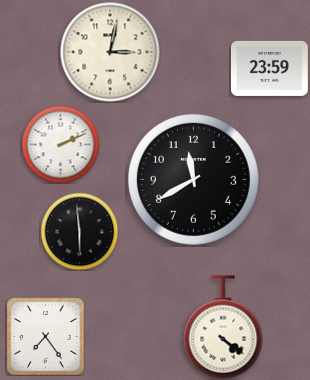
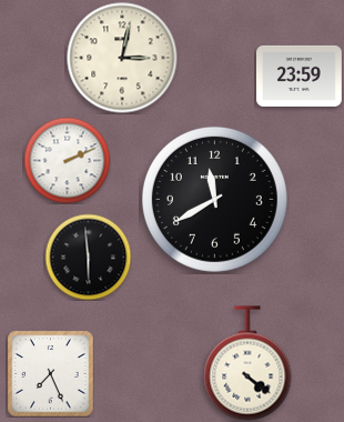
clock at (45, 336): 7:24 -> 7:26
